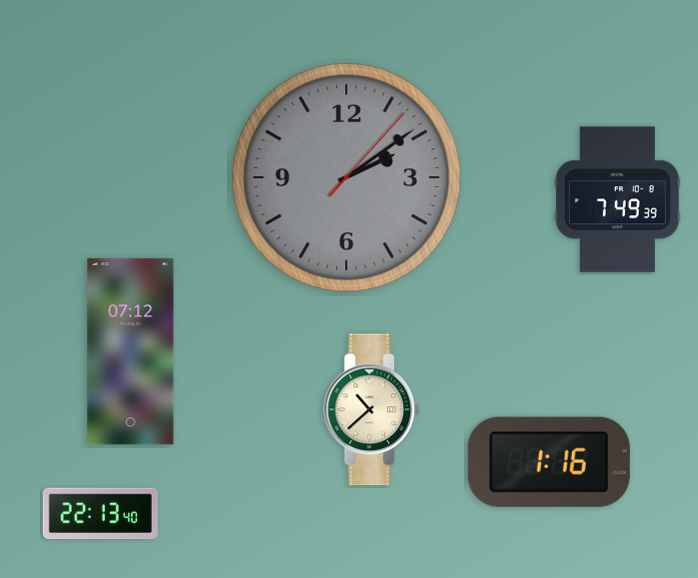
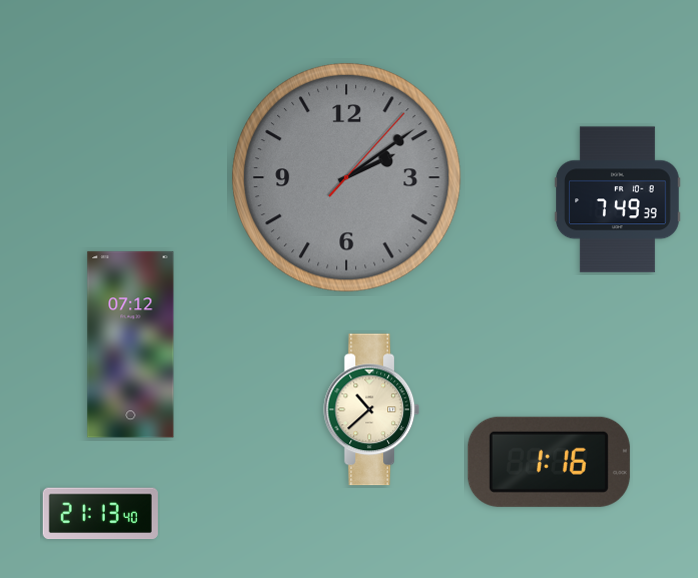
clock at (131, 352) position: (131, 352) -> (131, 345)
clock at (100, 514): 22:13 -> 21:13
